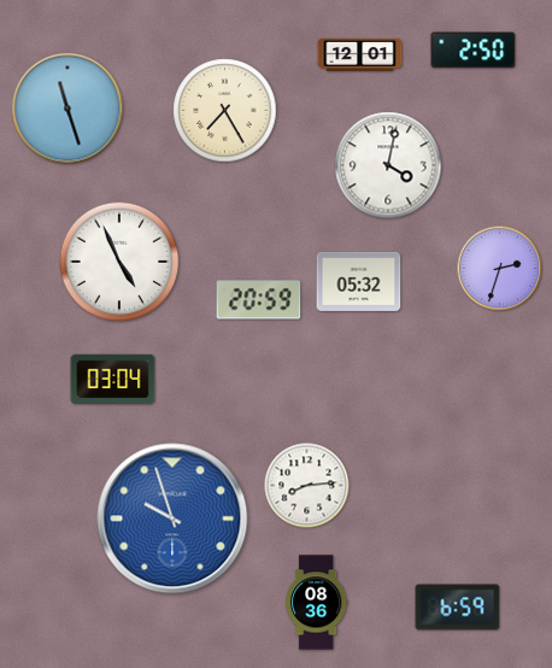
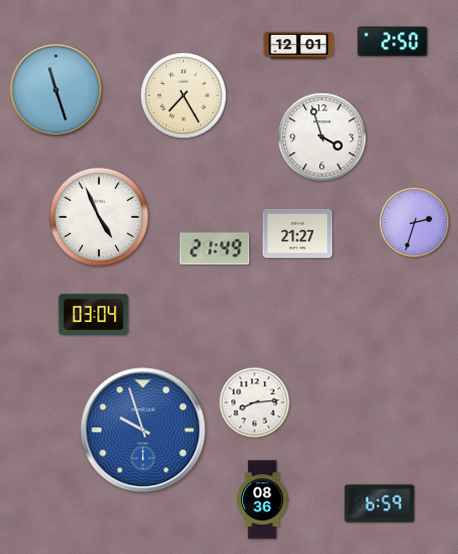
clock at (225, 111) position: (225, 111) -> (184, 96)
clock at (388, 165): 4:02 -> 3:57
clock at (359, 281): 05:32 -> 21:27
clock at (259, 300): 20:59 -> 21:49
